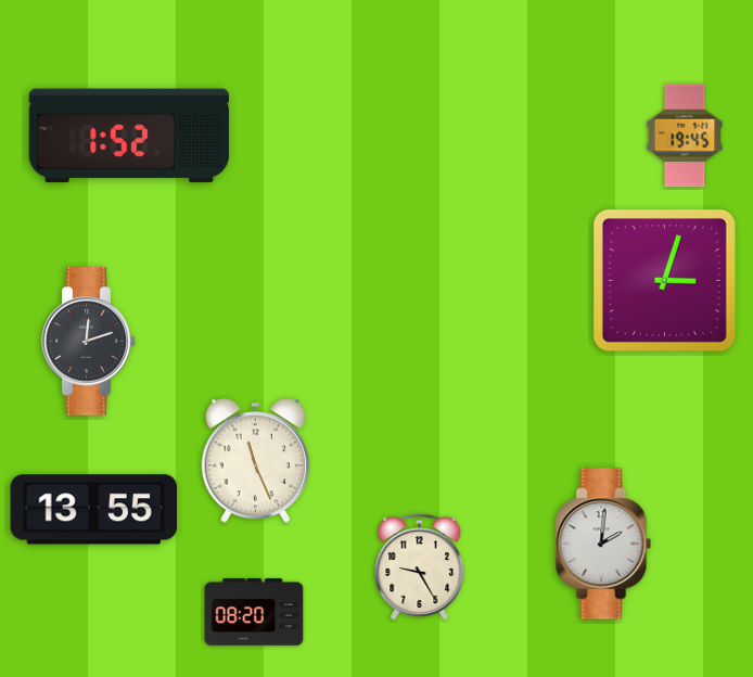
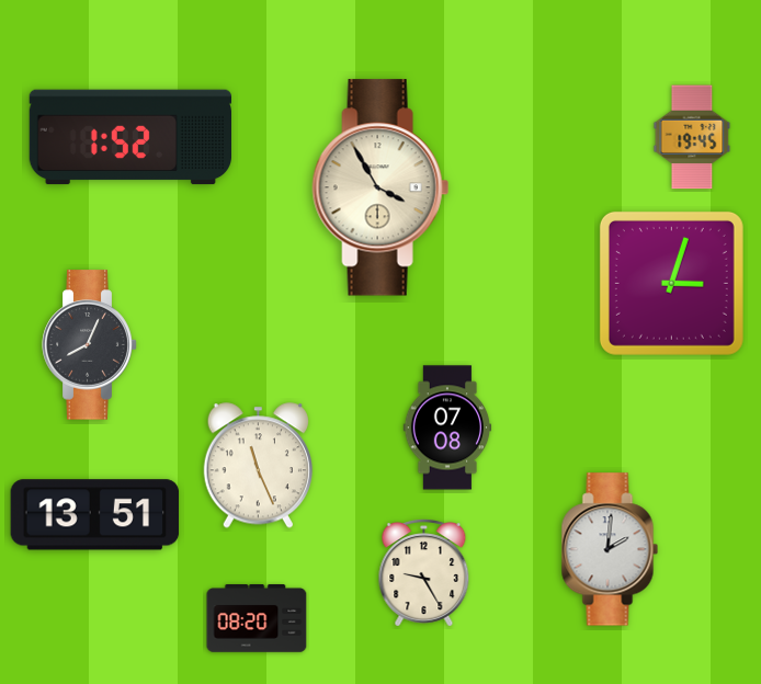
clock at (380, 187): none -> 3:55
clock at (89, 342): 12:12 -> 8:04
clock at (447, 428): none -> 07:08
clock at (94, 510): 13:55 -> 13:51
